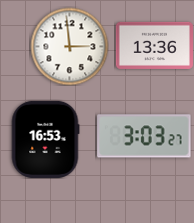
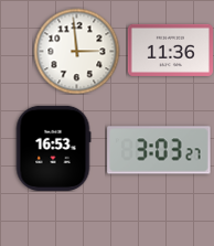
clock at (154, 45): 13:36 -> 11:36
clock at (45, 139) position: (45, 139) -> (53, 148)
